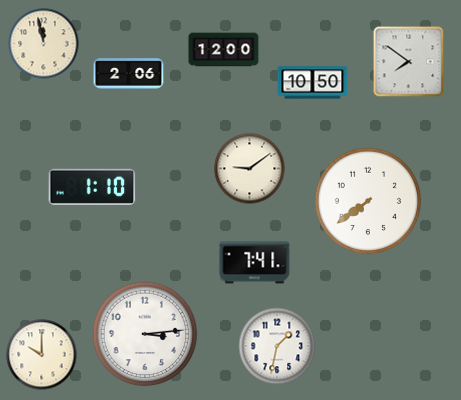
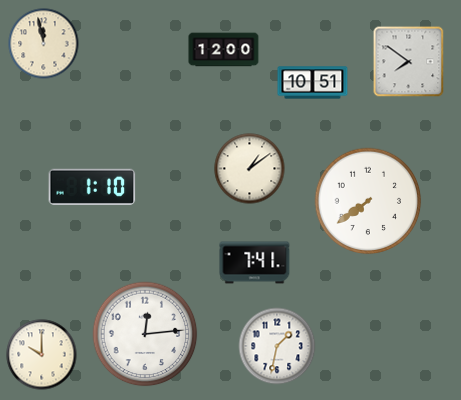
clock at (129, 74): 2:06 -> none
clock at (313, 83): 10:50 -> 10:51
clock at (250, 169): 9:09 -> 1:09
clock at (145, 334): 3:14 -> 12:14
